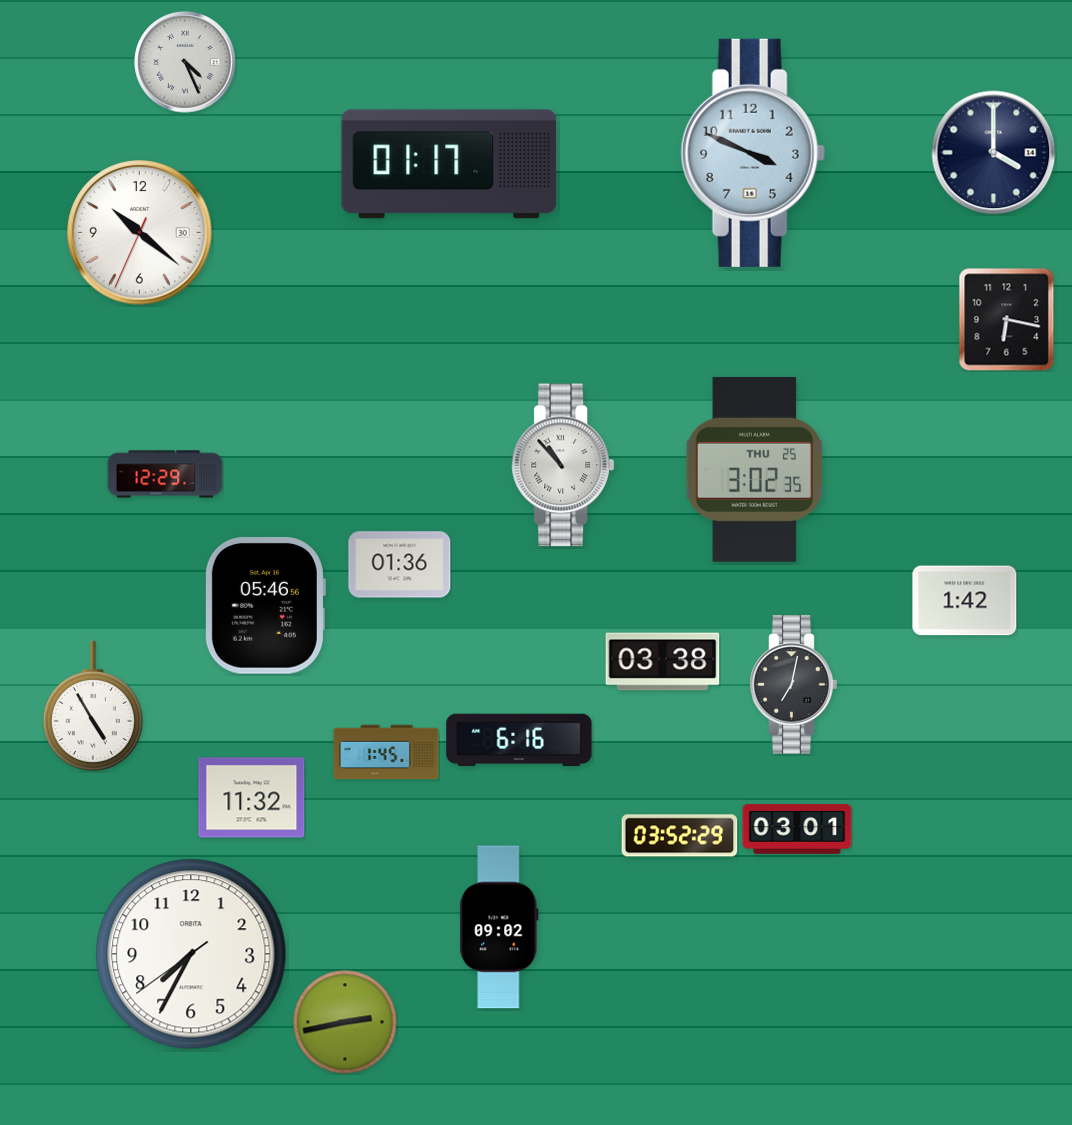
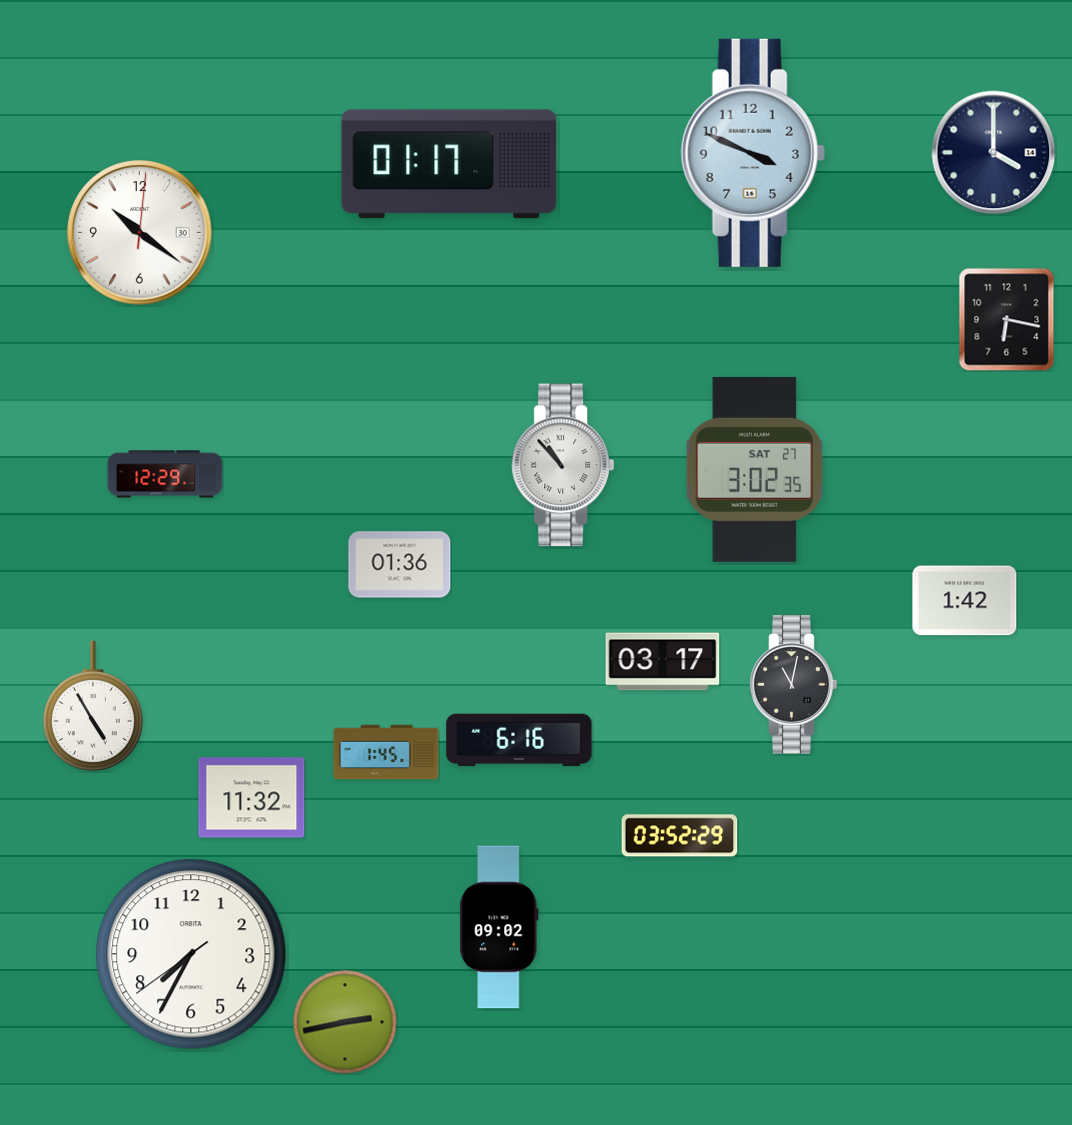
clock at (185, 62): 4:26 -> none
clock at (140, 233): 10:21:34 -> 10:21:01
clock at (755, 469) date: THU 25 -> SAT 27
clock at (265, 606): 05:46 -> none
clock at (663, 662): 03:38 -> 03:17
clock at (794, 685): 7:02 -> 11:02
clock at (797, 829): 03:01 -> none
